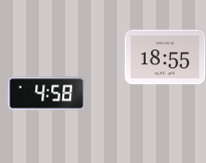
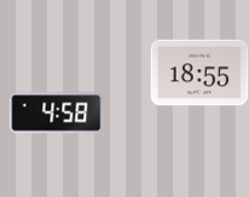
clock at (165, 57) position: (165, 57) -> (199, 73)
